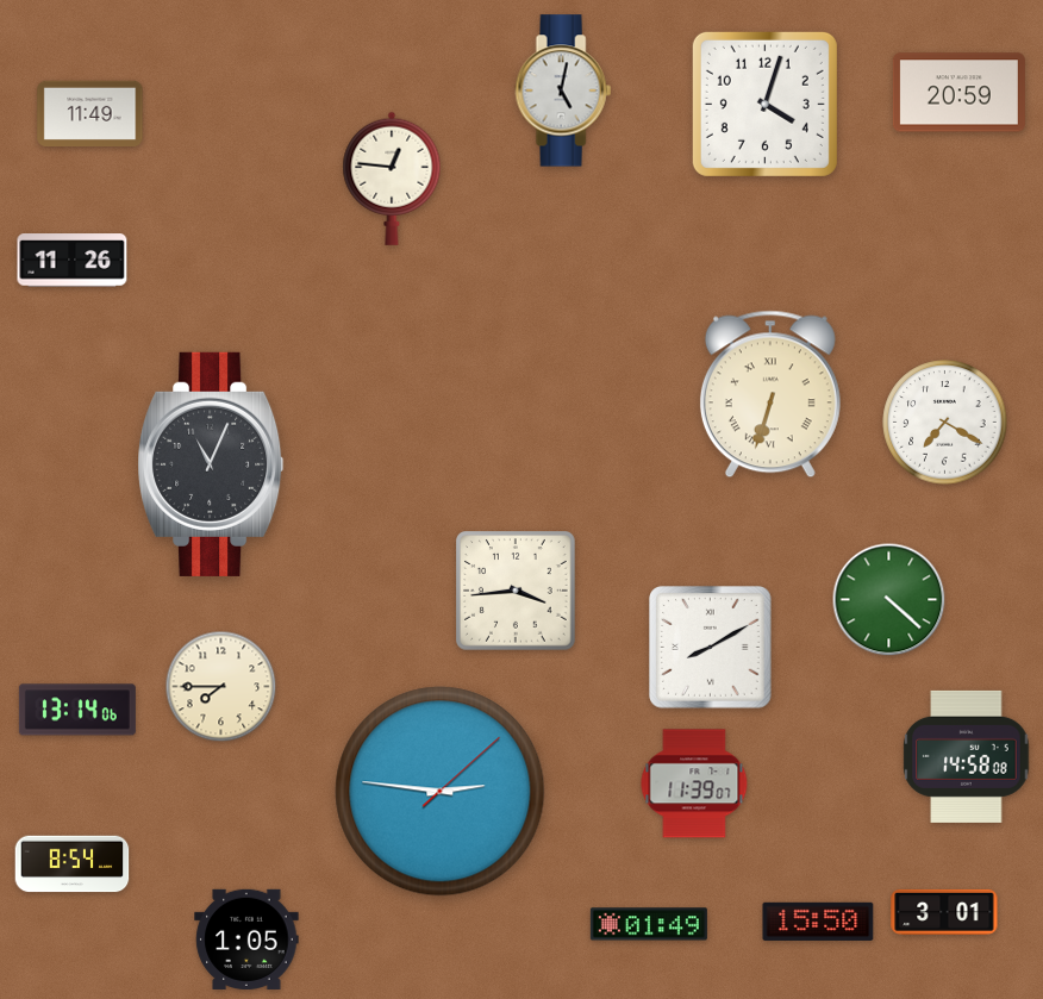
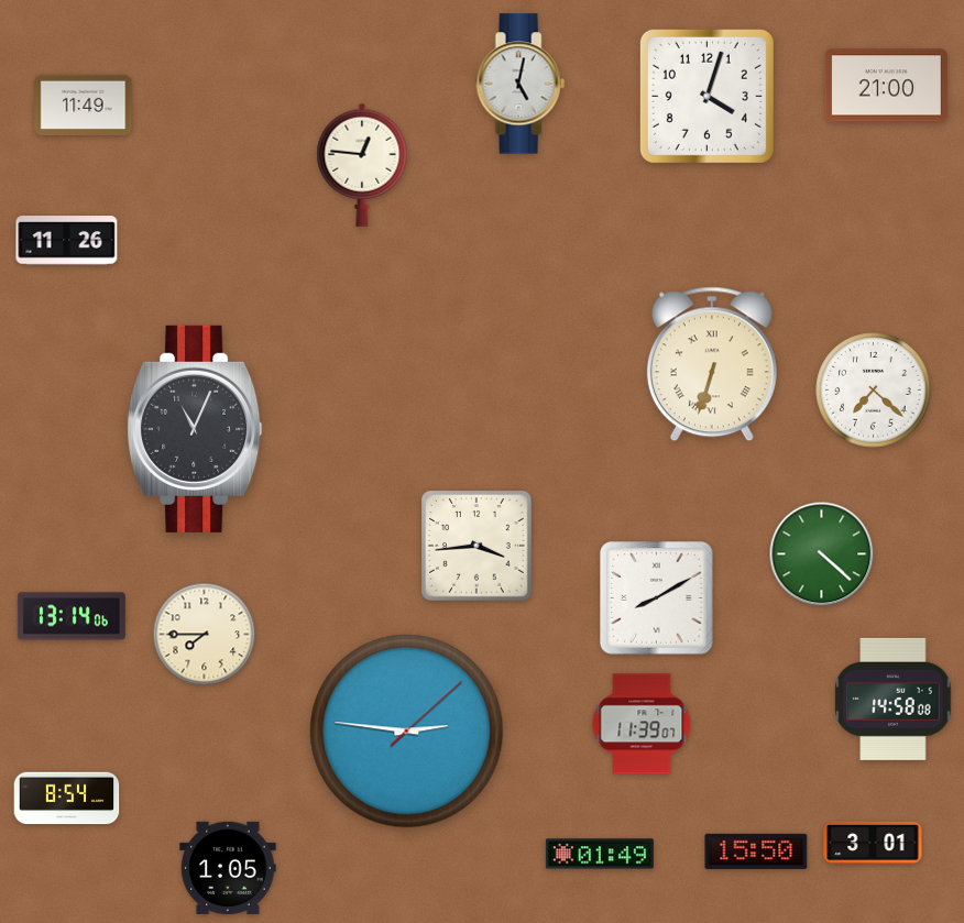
clock at (958, 93): 20:59 -> 21:00
clock at (945, 423): 7:20 -> 7:22
clock at (77, 710) position: (77, 710) -> (72, 616)
